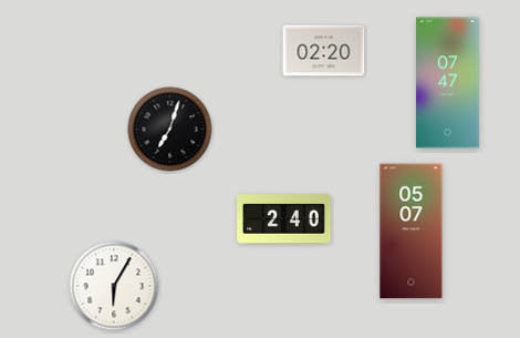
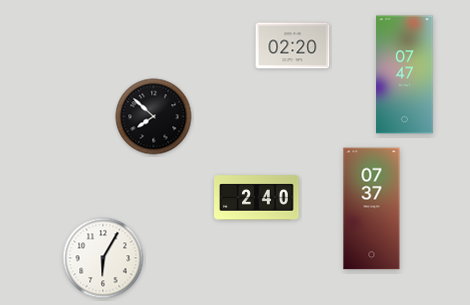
clock at (170, 130): 7:03 -> 7:52
clock at (412, 232): 05:07 -> 07:37
